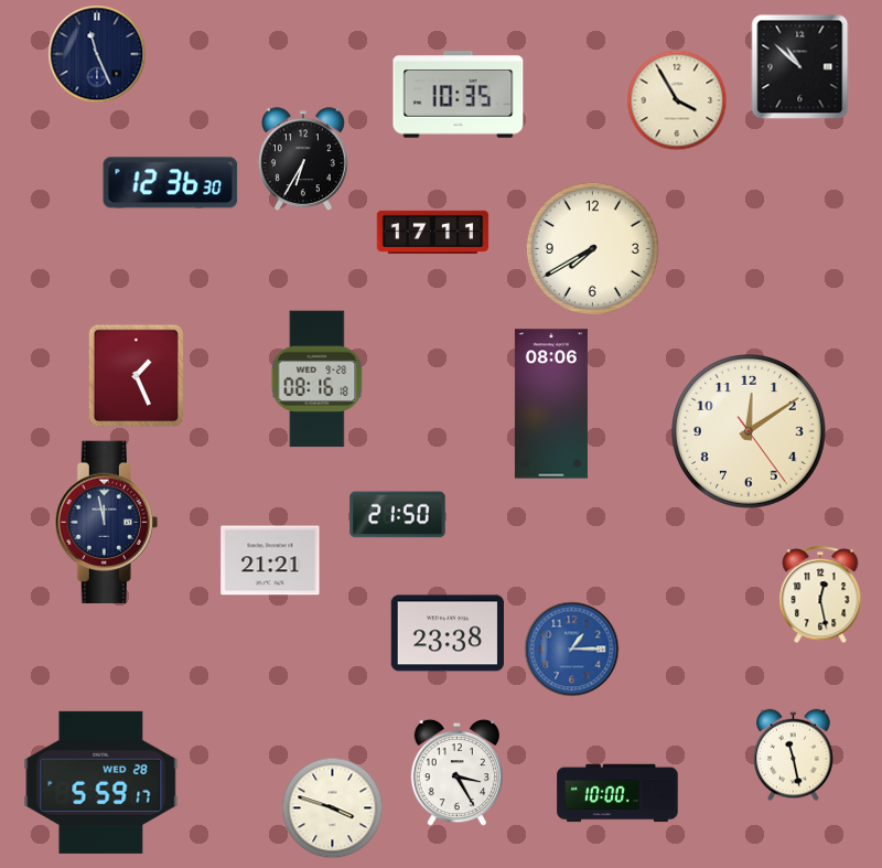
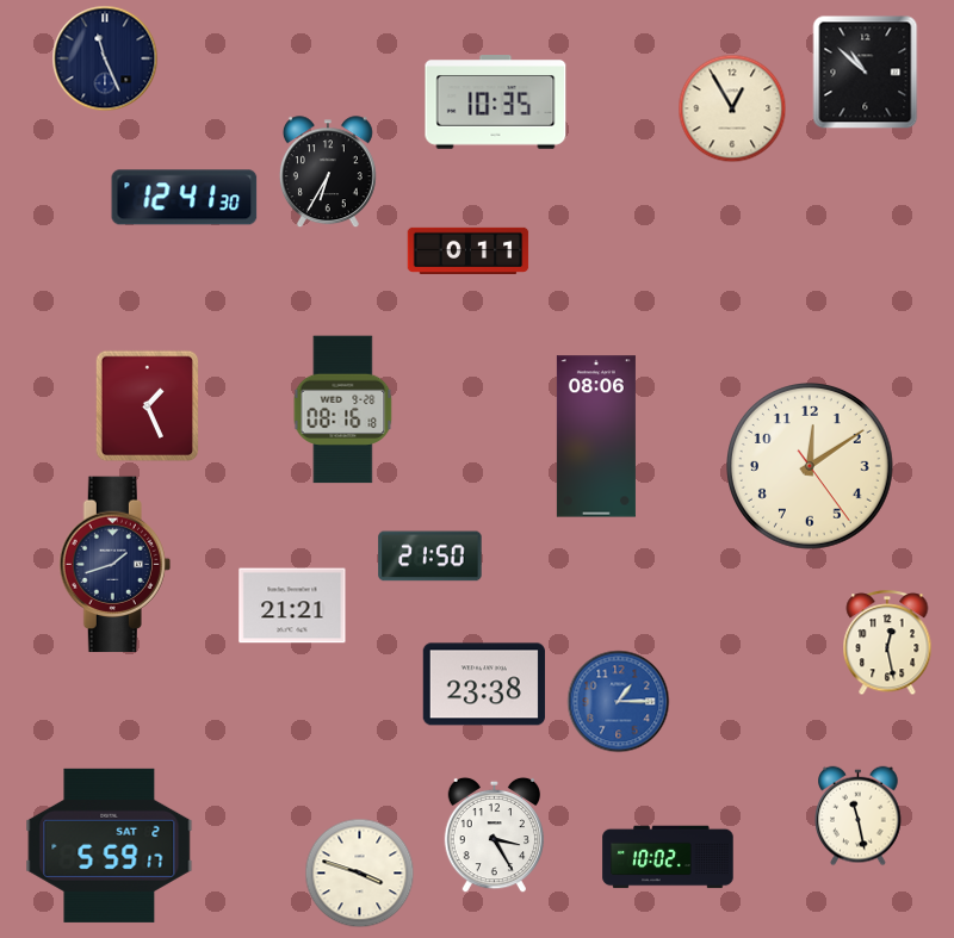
clock at (677, 100): 3:55 -> 12:55
clock at (171, 183): 12:36 -> 12:41
clock at (433, 232): 17:11 -> 0:11
clock at (592, 248): 7:40 -> none
clock at (106, 523): 11:58 -> 1:42
clock at (101, 782) date: WED 28 -> SAT 2
clock at (617, 793): 10:00 -> 10:02
